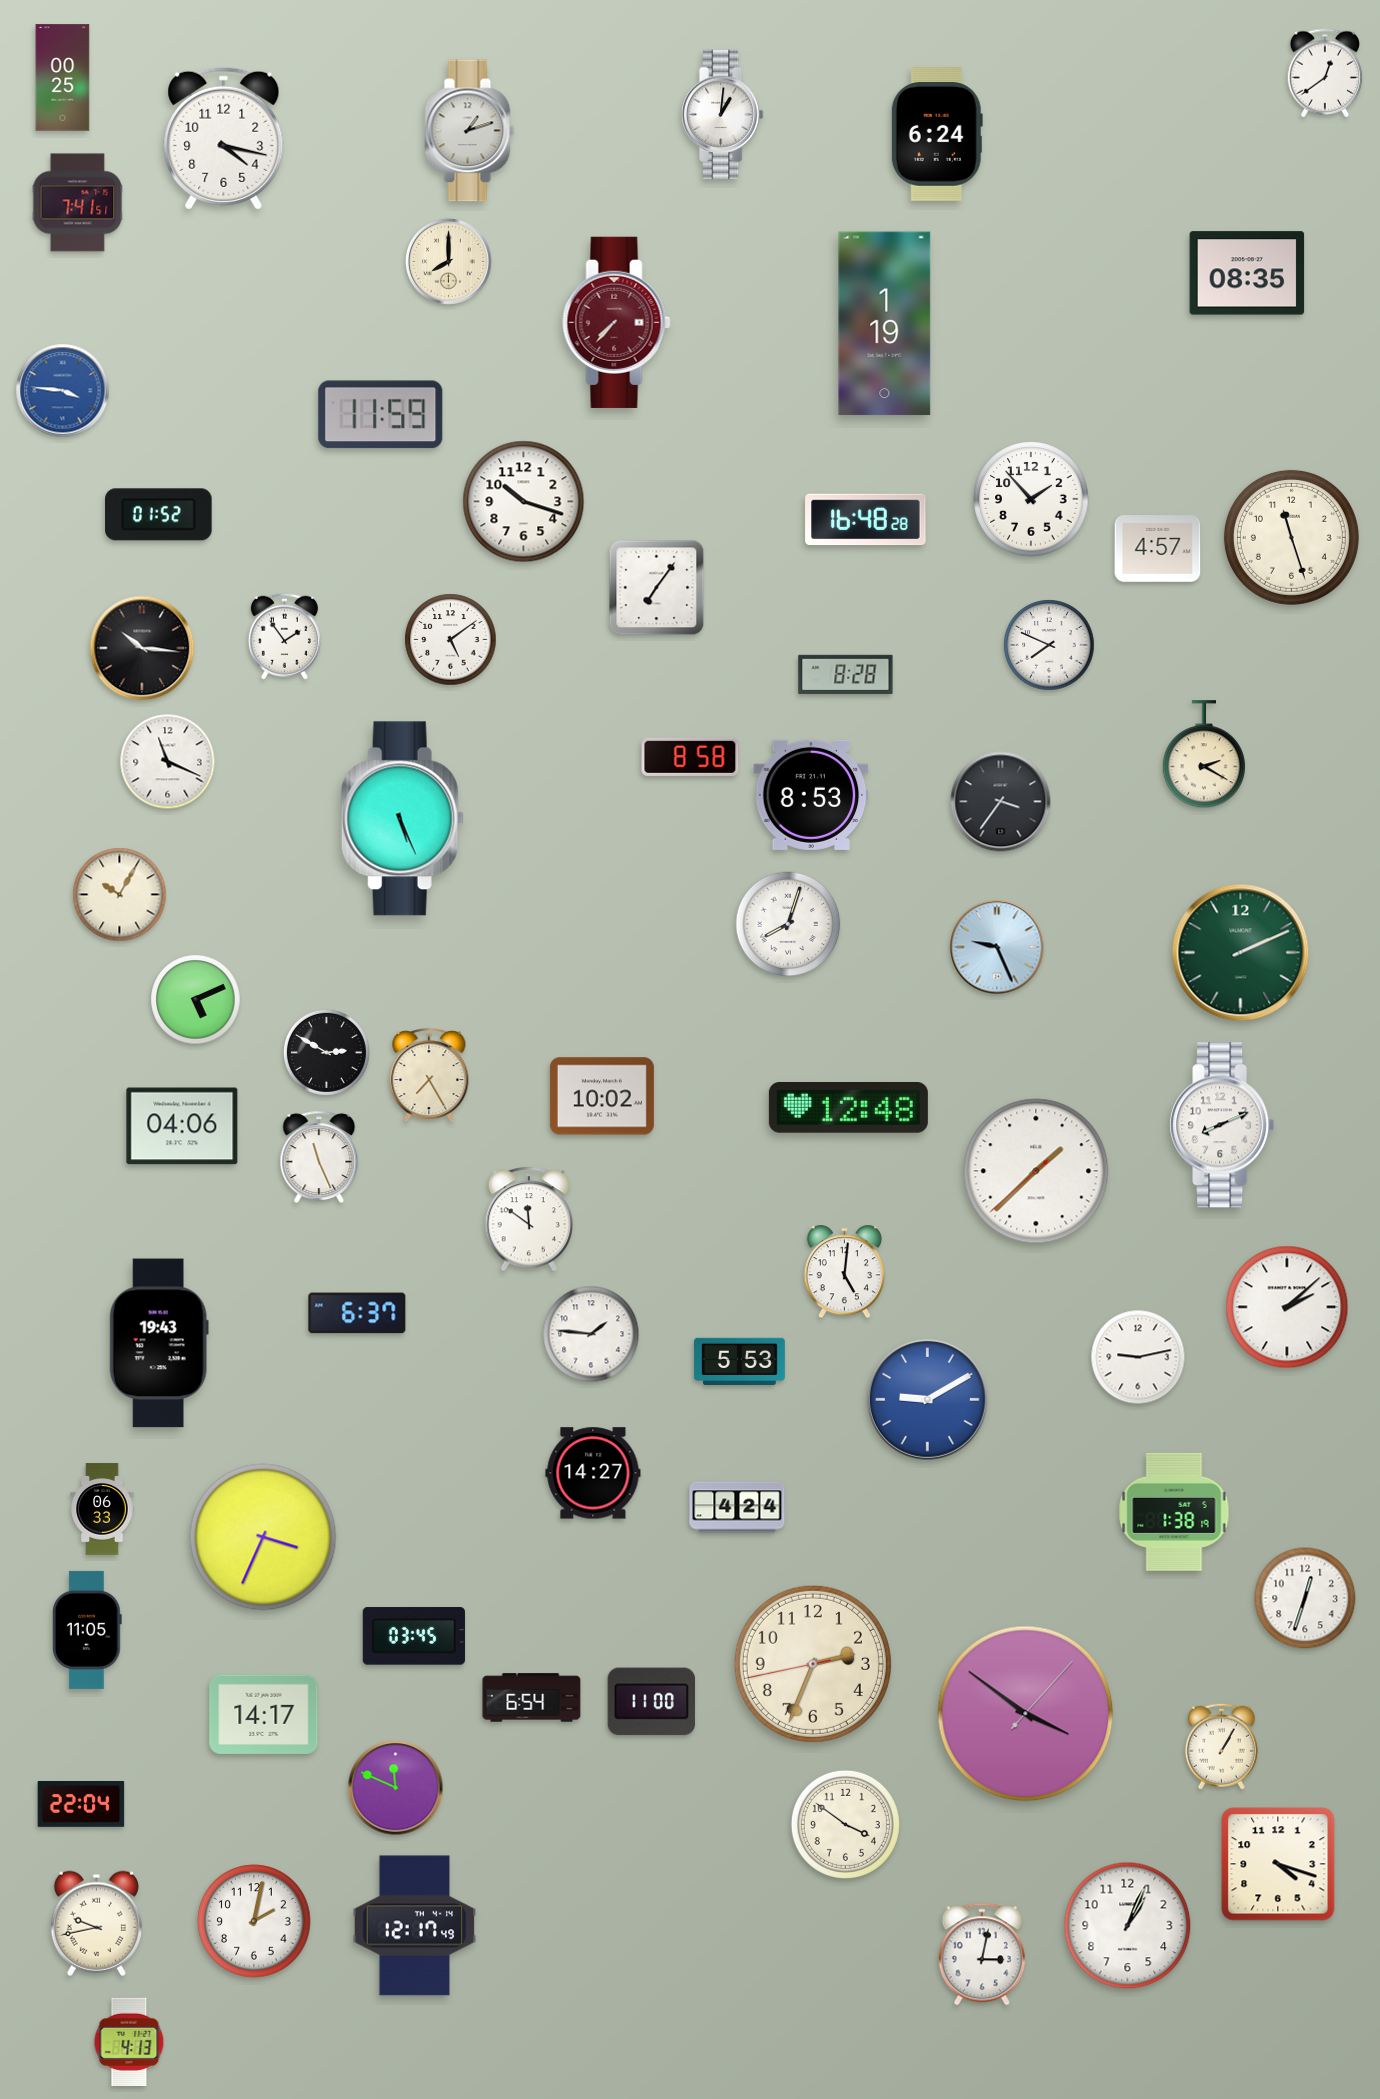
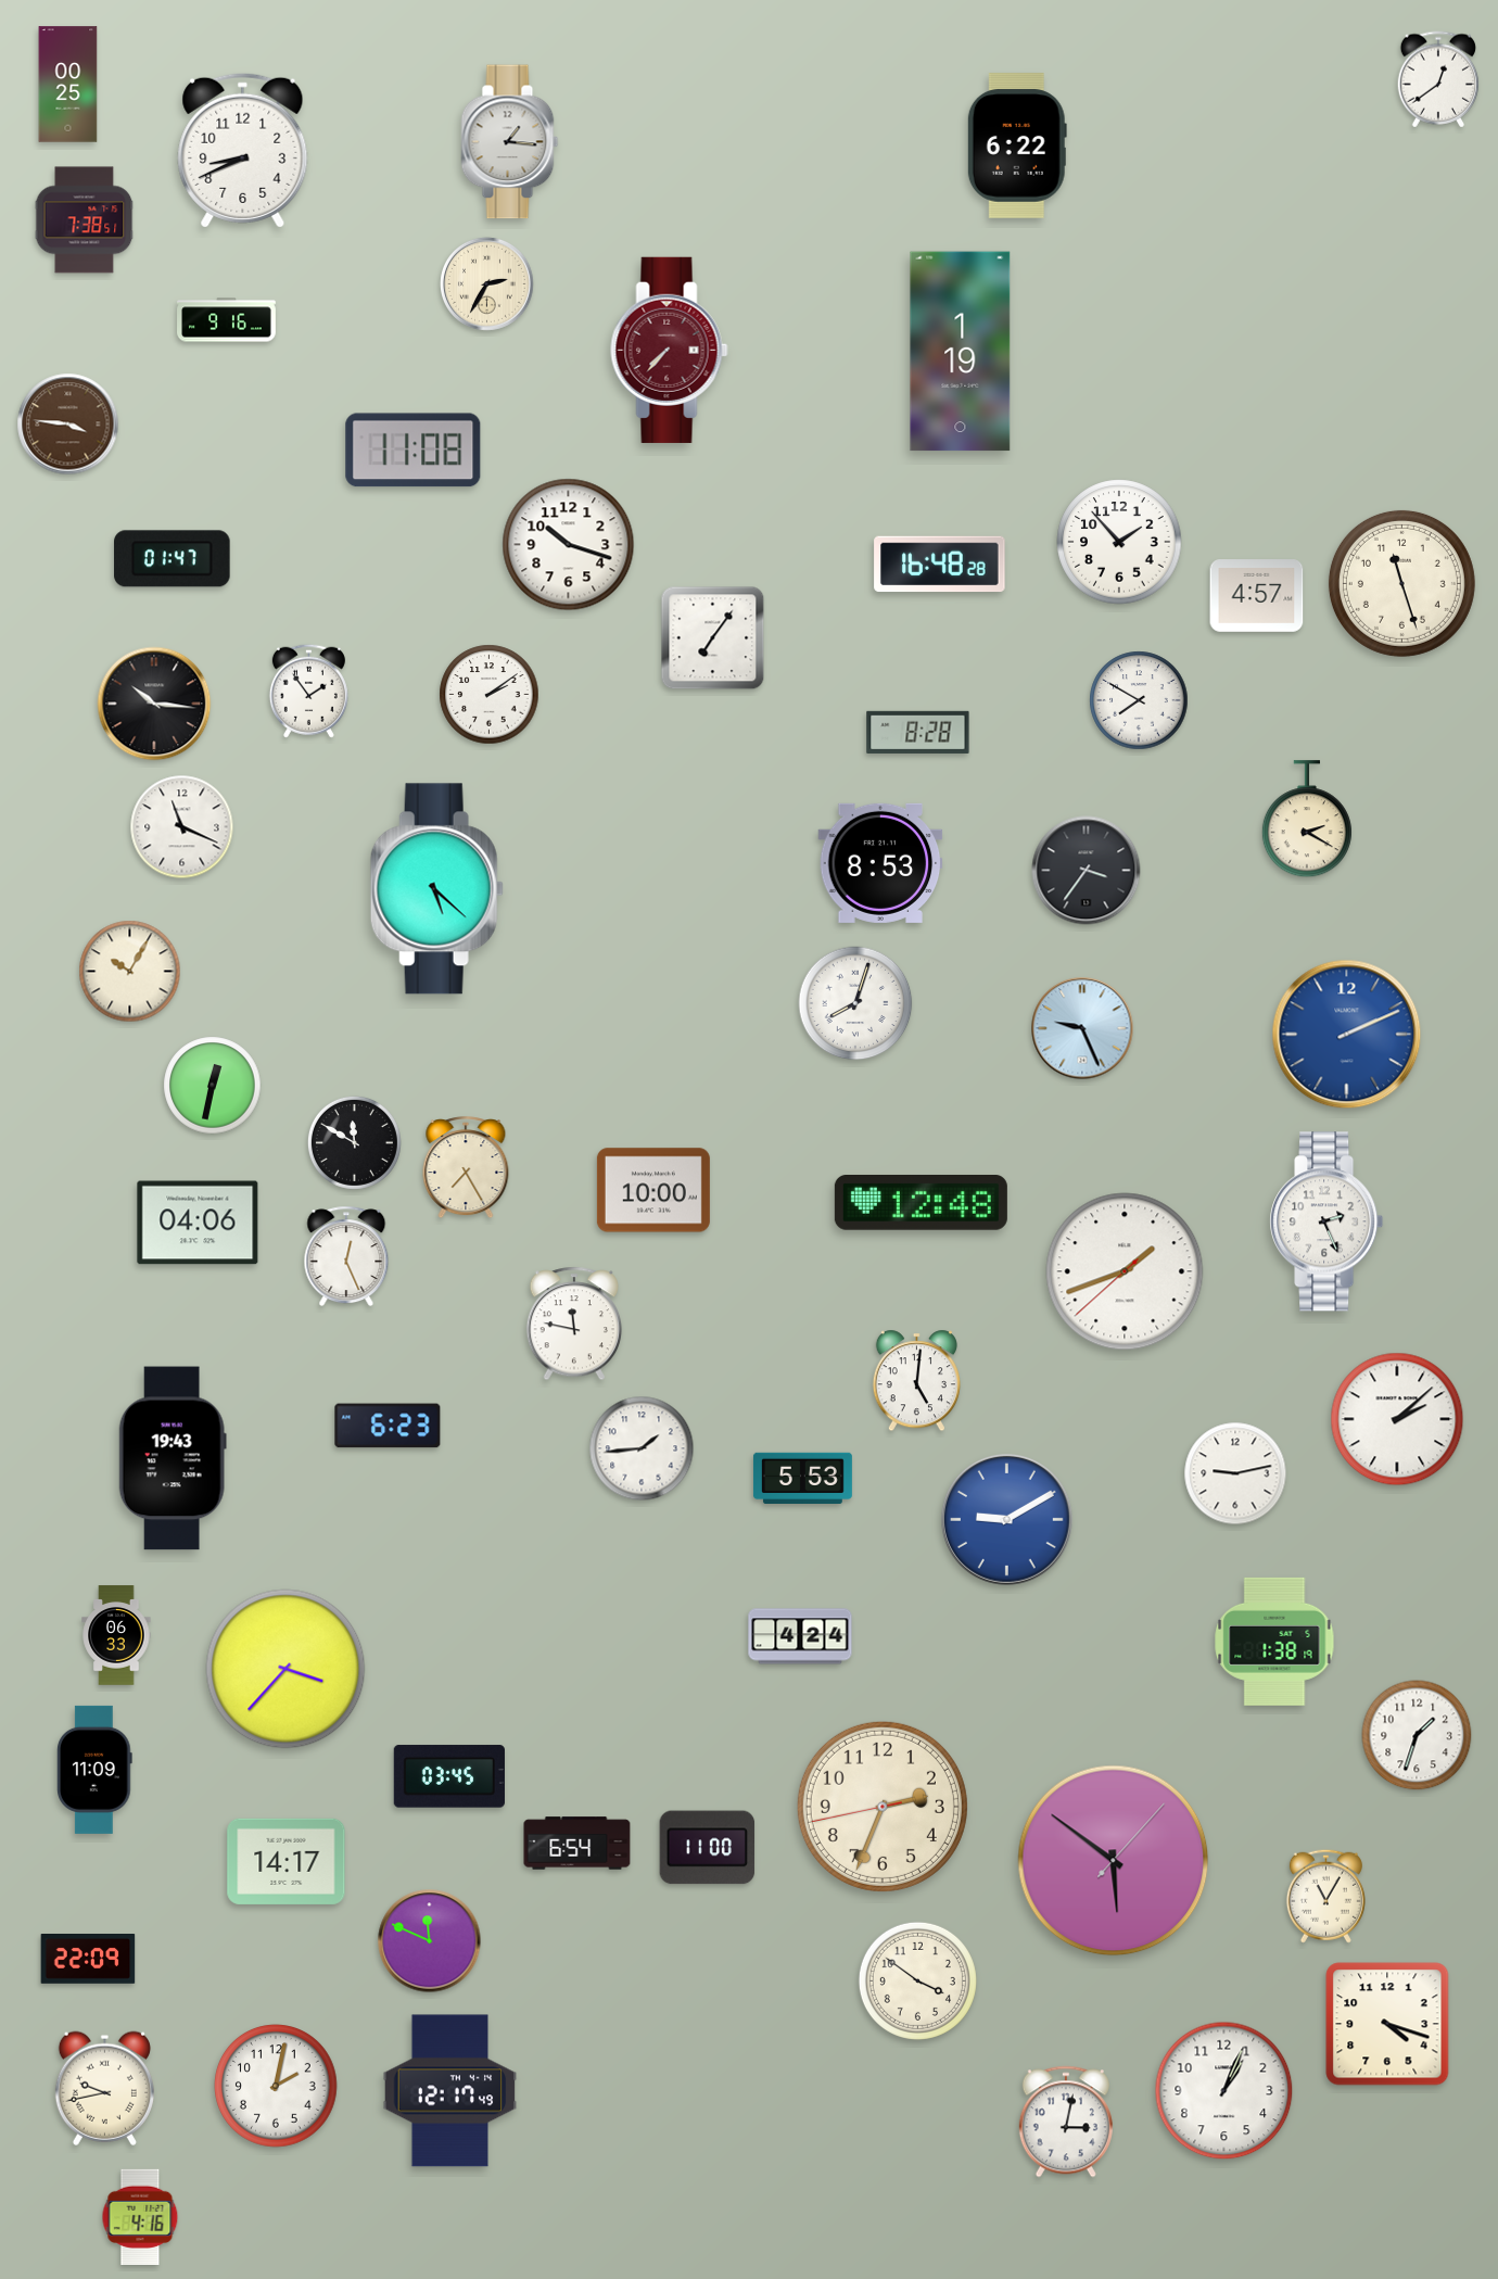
clock at (723, 115): 1:01 -> none
clock at (470, 131): 1:12 -> 1:16
clock at (937, 134): 6:24 -> 6:22
clock at (224, 138): 4:17 -> 8:41
clock at (78, 203): 7:41 -> 7:38
clock at (448, 261): 8:00 -> 2:35
clock at (1247, 273): 08:35 -> none
clock at (227, 320): none -> 9:16
clock at (63, 391) dial: blue -> brown
clock at (381, 415): 11:59 -> 11:08
clock at (159, 515): 01:52 -> 01:47
clock at (451, 640): 5:09 -> 2:09
clock at (1049, 645): 7:49 -> 7:50
clock at (690, 757): 8:58 -> none
clock at (402, 819): 5:26 -> 5:22
clock at (1241, 953) dial: green -> blue
clock at (196, 1000): 5:11 -> 12:32
clock at (326, 1052): 2:50 -> 11:50
clock at (602, 1096): 10:02 -> 10:00
clock at (1222, 1125): 8:11 -> 2:26
clock at (319, 1157): 11:26 -> 12:26
clock at (1036, 1171): 1:37 -> 1:41
clock at (528, 1219): 11:51 -> 11:47
clock at (357, 1313): 6:37 -> 6:23
clock at (591, 1334): 1:46 -> 1:44
clock at (593, 1473): 14:27 -> none
clock at (102, 1509) position: (102, 1509) -> (116, 1635)
clock at (263, 1537): 3:34 -> 3:37
clock at (1305, 1598): 12:33 -> 1:33
clock at (88, 1630): 11:05 -> 11:09
clock at (1026, 1714): 3:51 -> 5:51
clock at (1221, 1746): 1:05 -> 11:05
clock at (81, 1805): 22:04 -> 22:09
clock at (129, 2041): 4:13 -> 4:16
